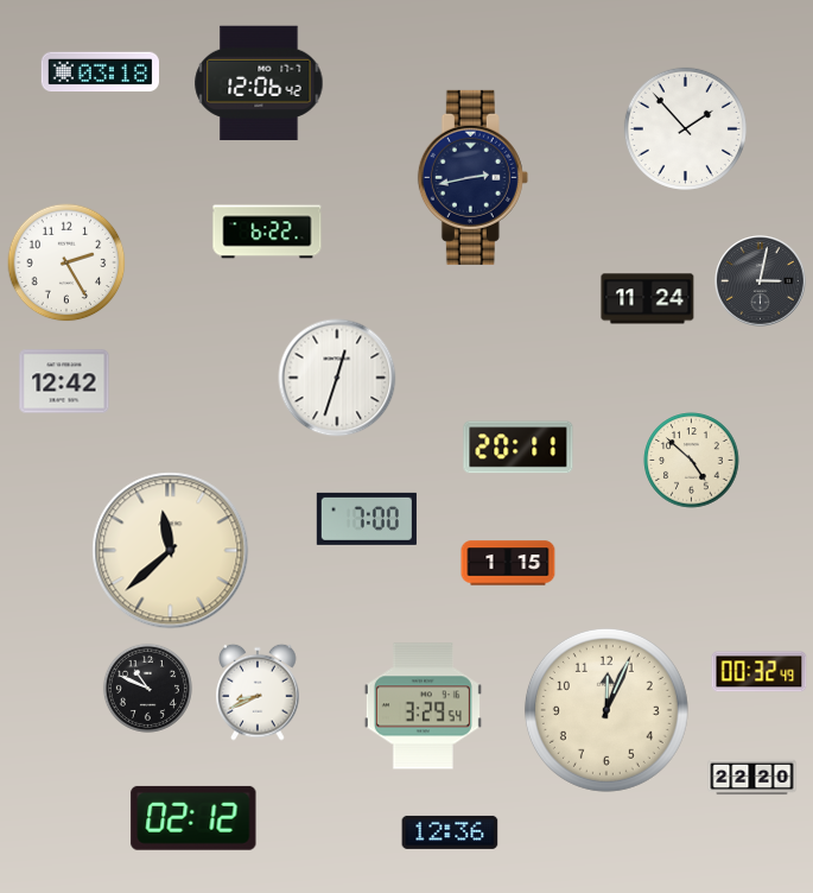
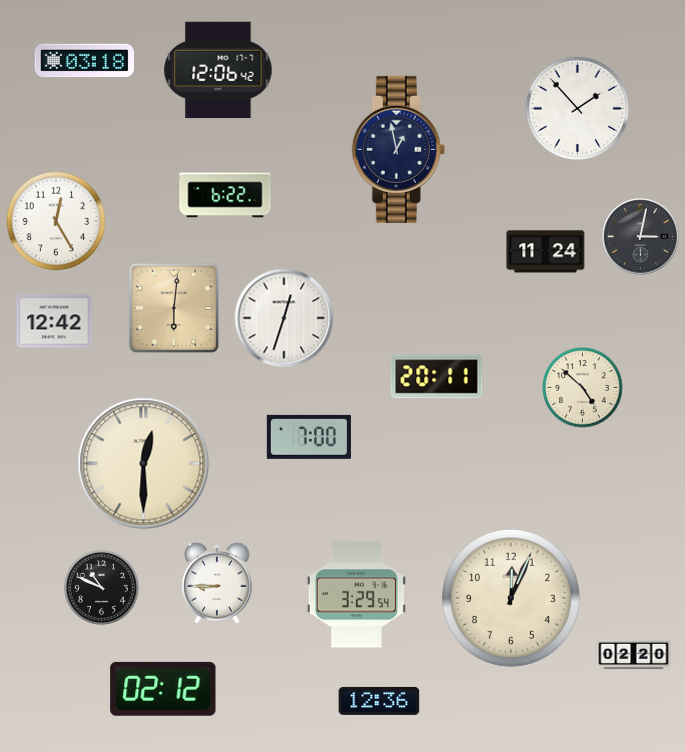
clock at (472, 177): 2:43 -> 12:58
clock at (66, 262): 2:25 -> 12:25
clock at (174, 308): none -> 6:01
clock at (171, 551): 11:38 -> 12:30
clock at (508, 563): 1:15 -> none
clock at (760, 672): 00:32 -> none
clock at (147, 688) position: (147, 688) -> (101, 587)
clock at (258, 692): 8:41 -> 8:45
clock at (752, 778): 22:20 -> 02:20
